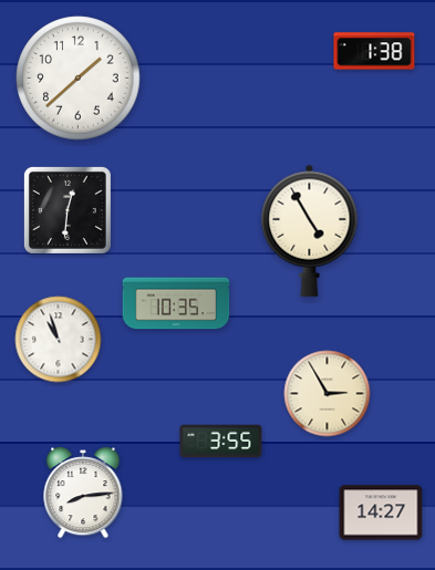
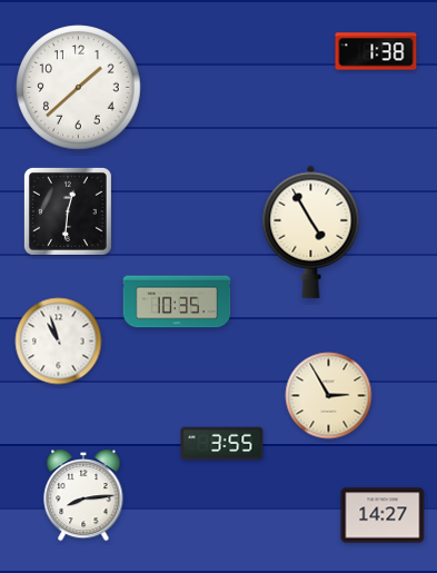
clock at (79, 79) position: (79, 79) -> (79, 88)
clock at (176, 303) position: (176, 303) -> (177, 302)
